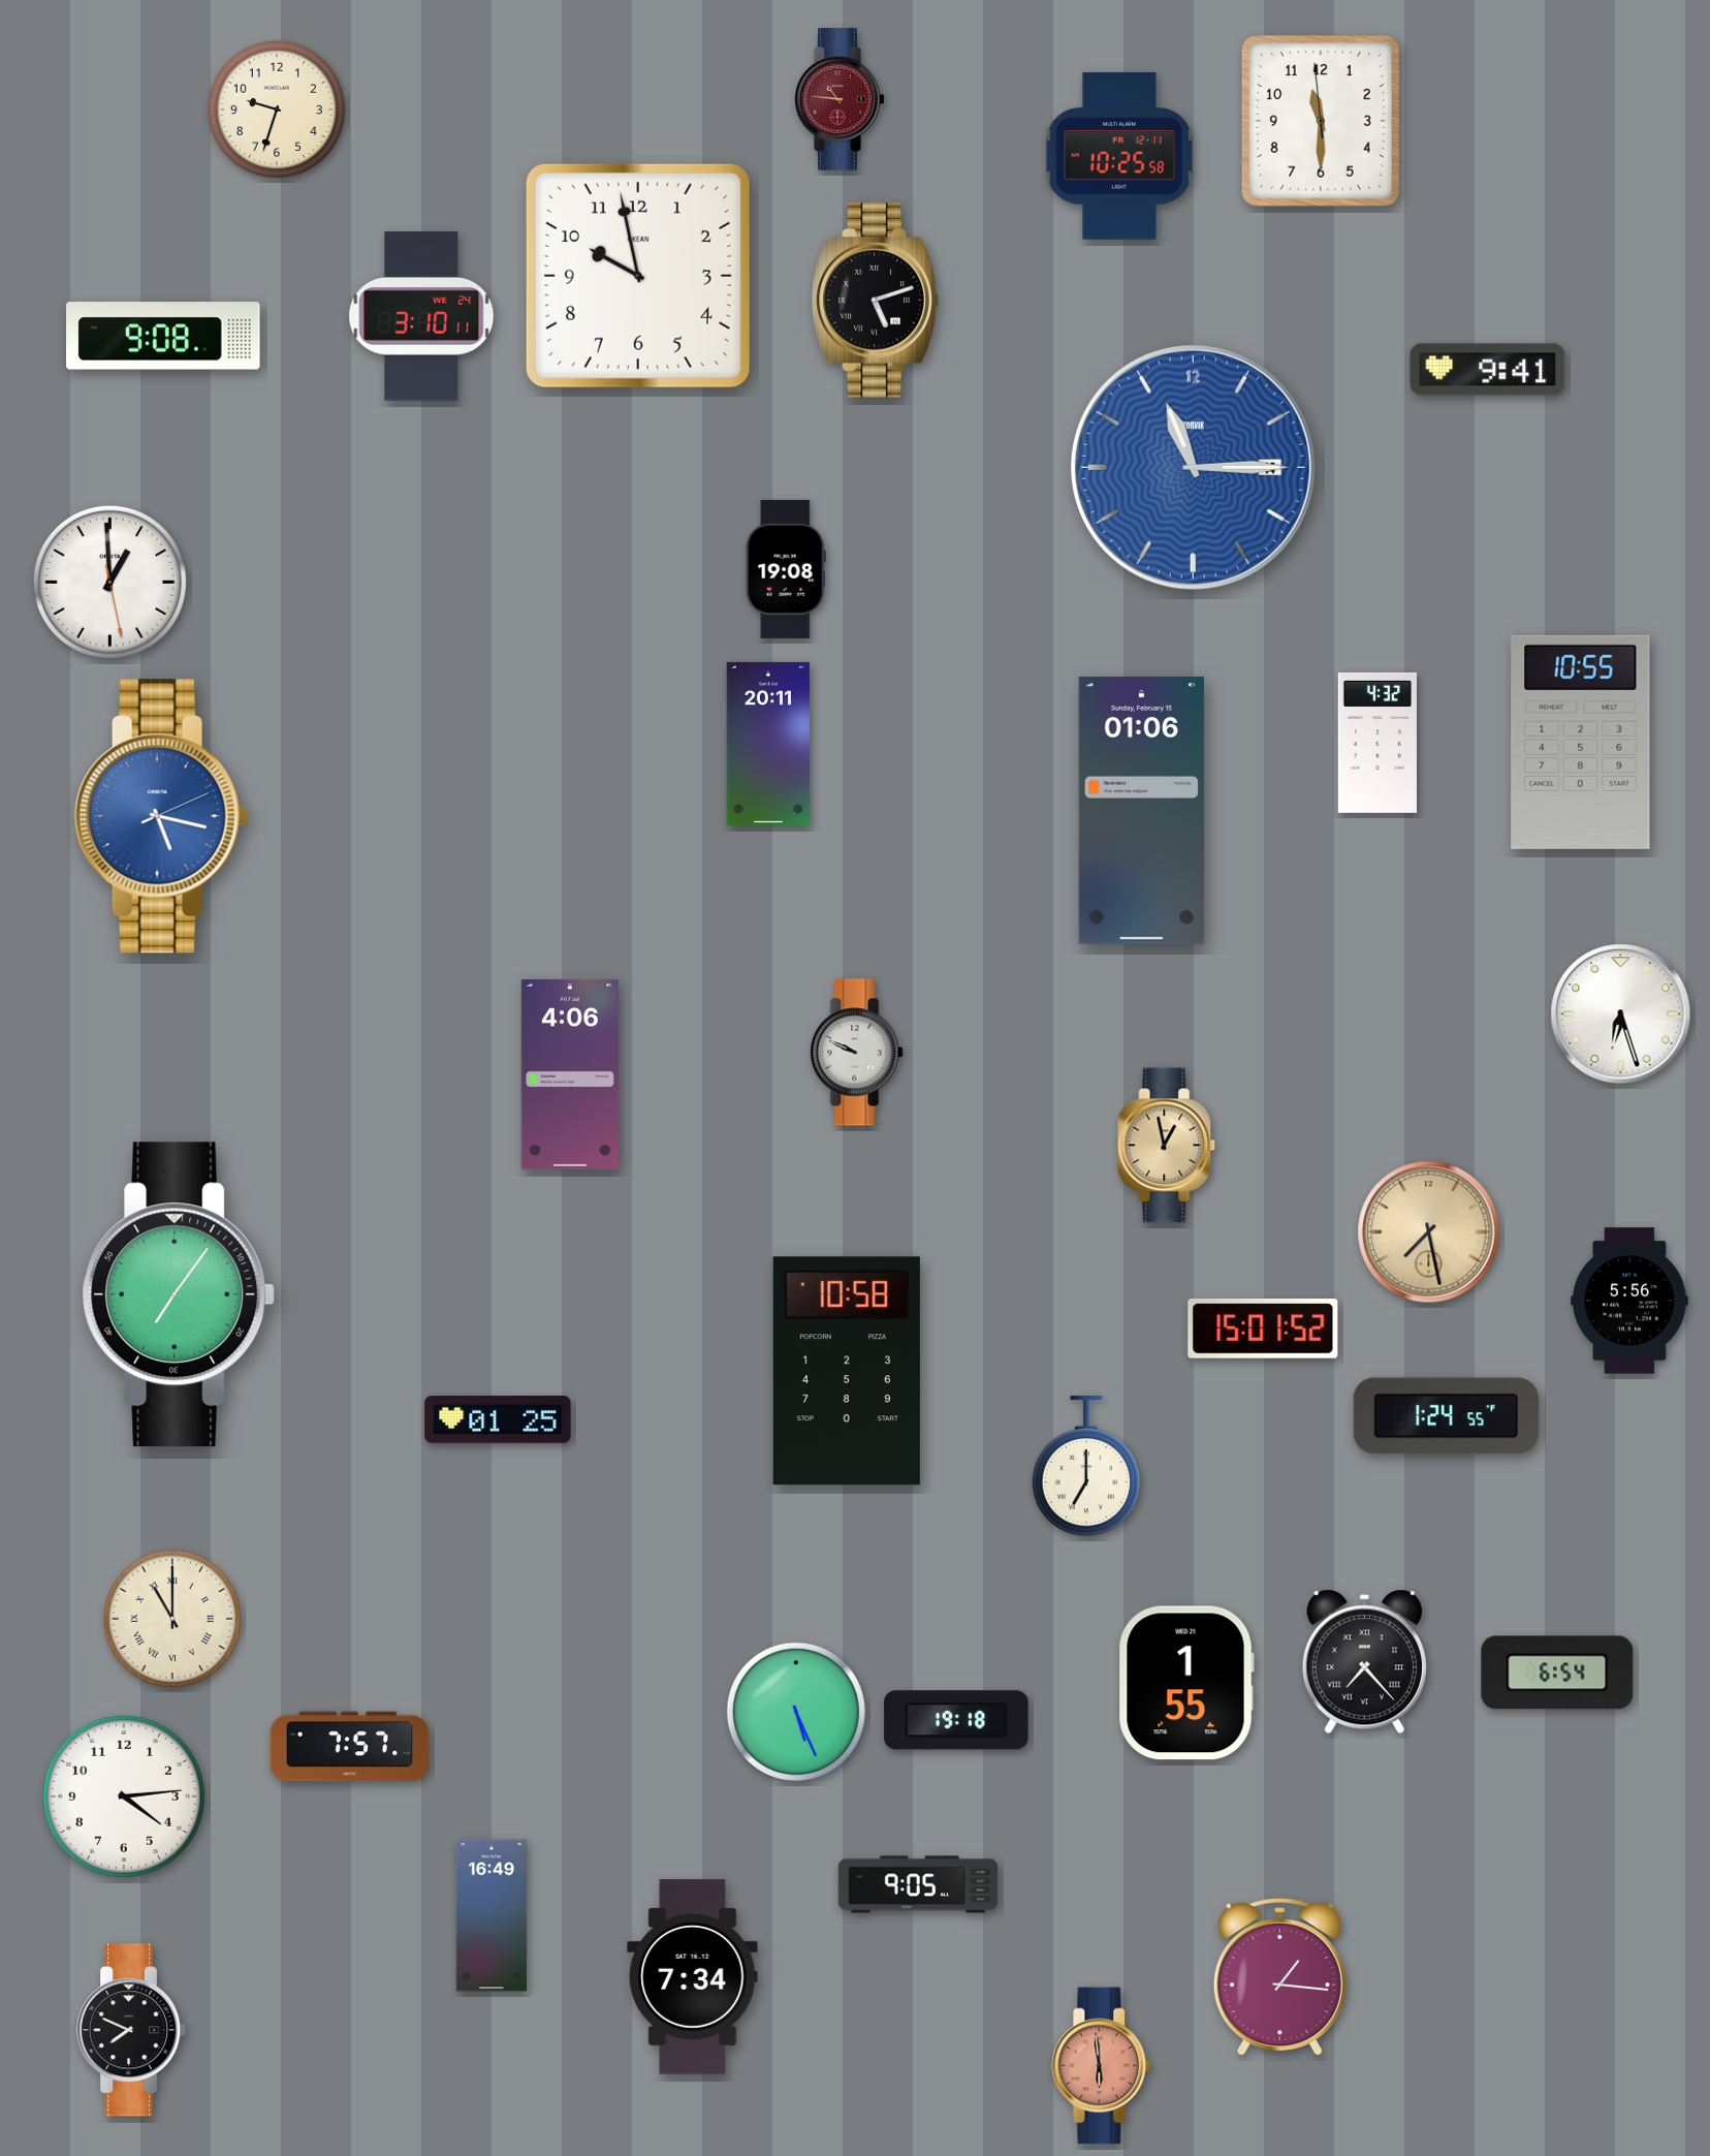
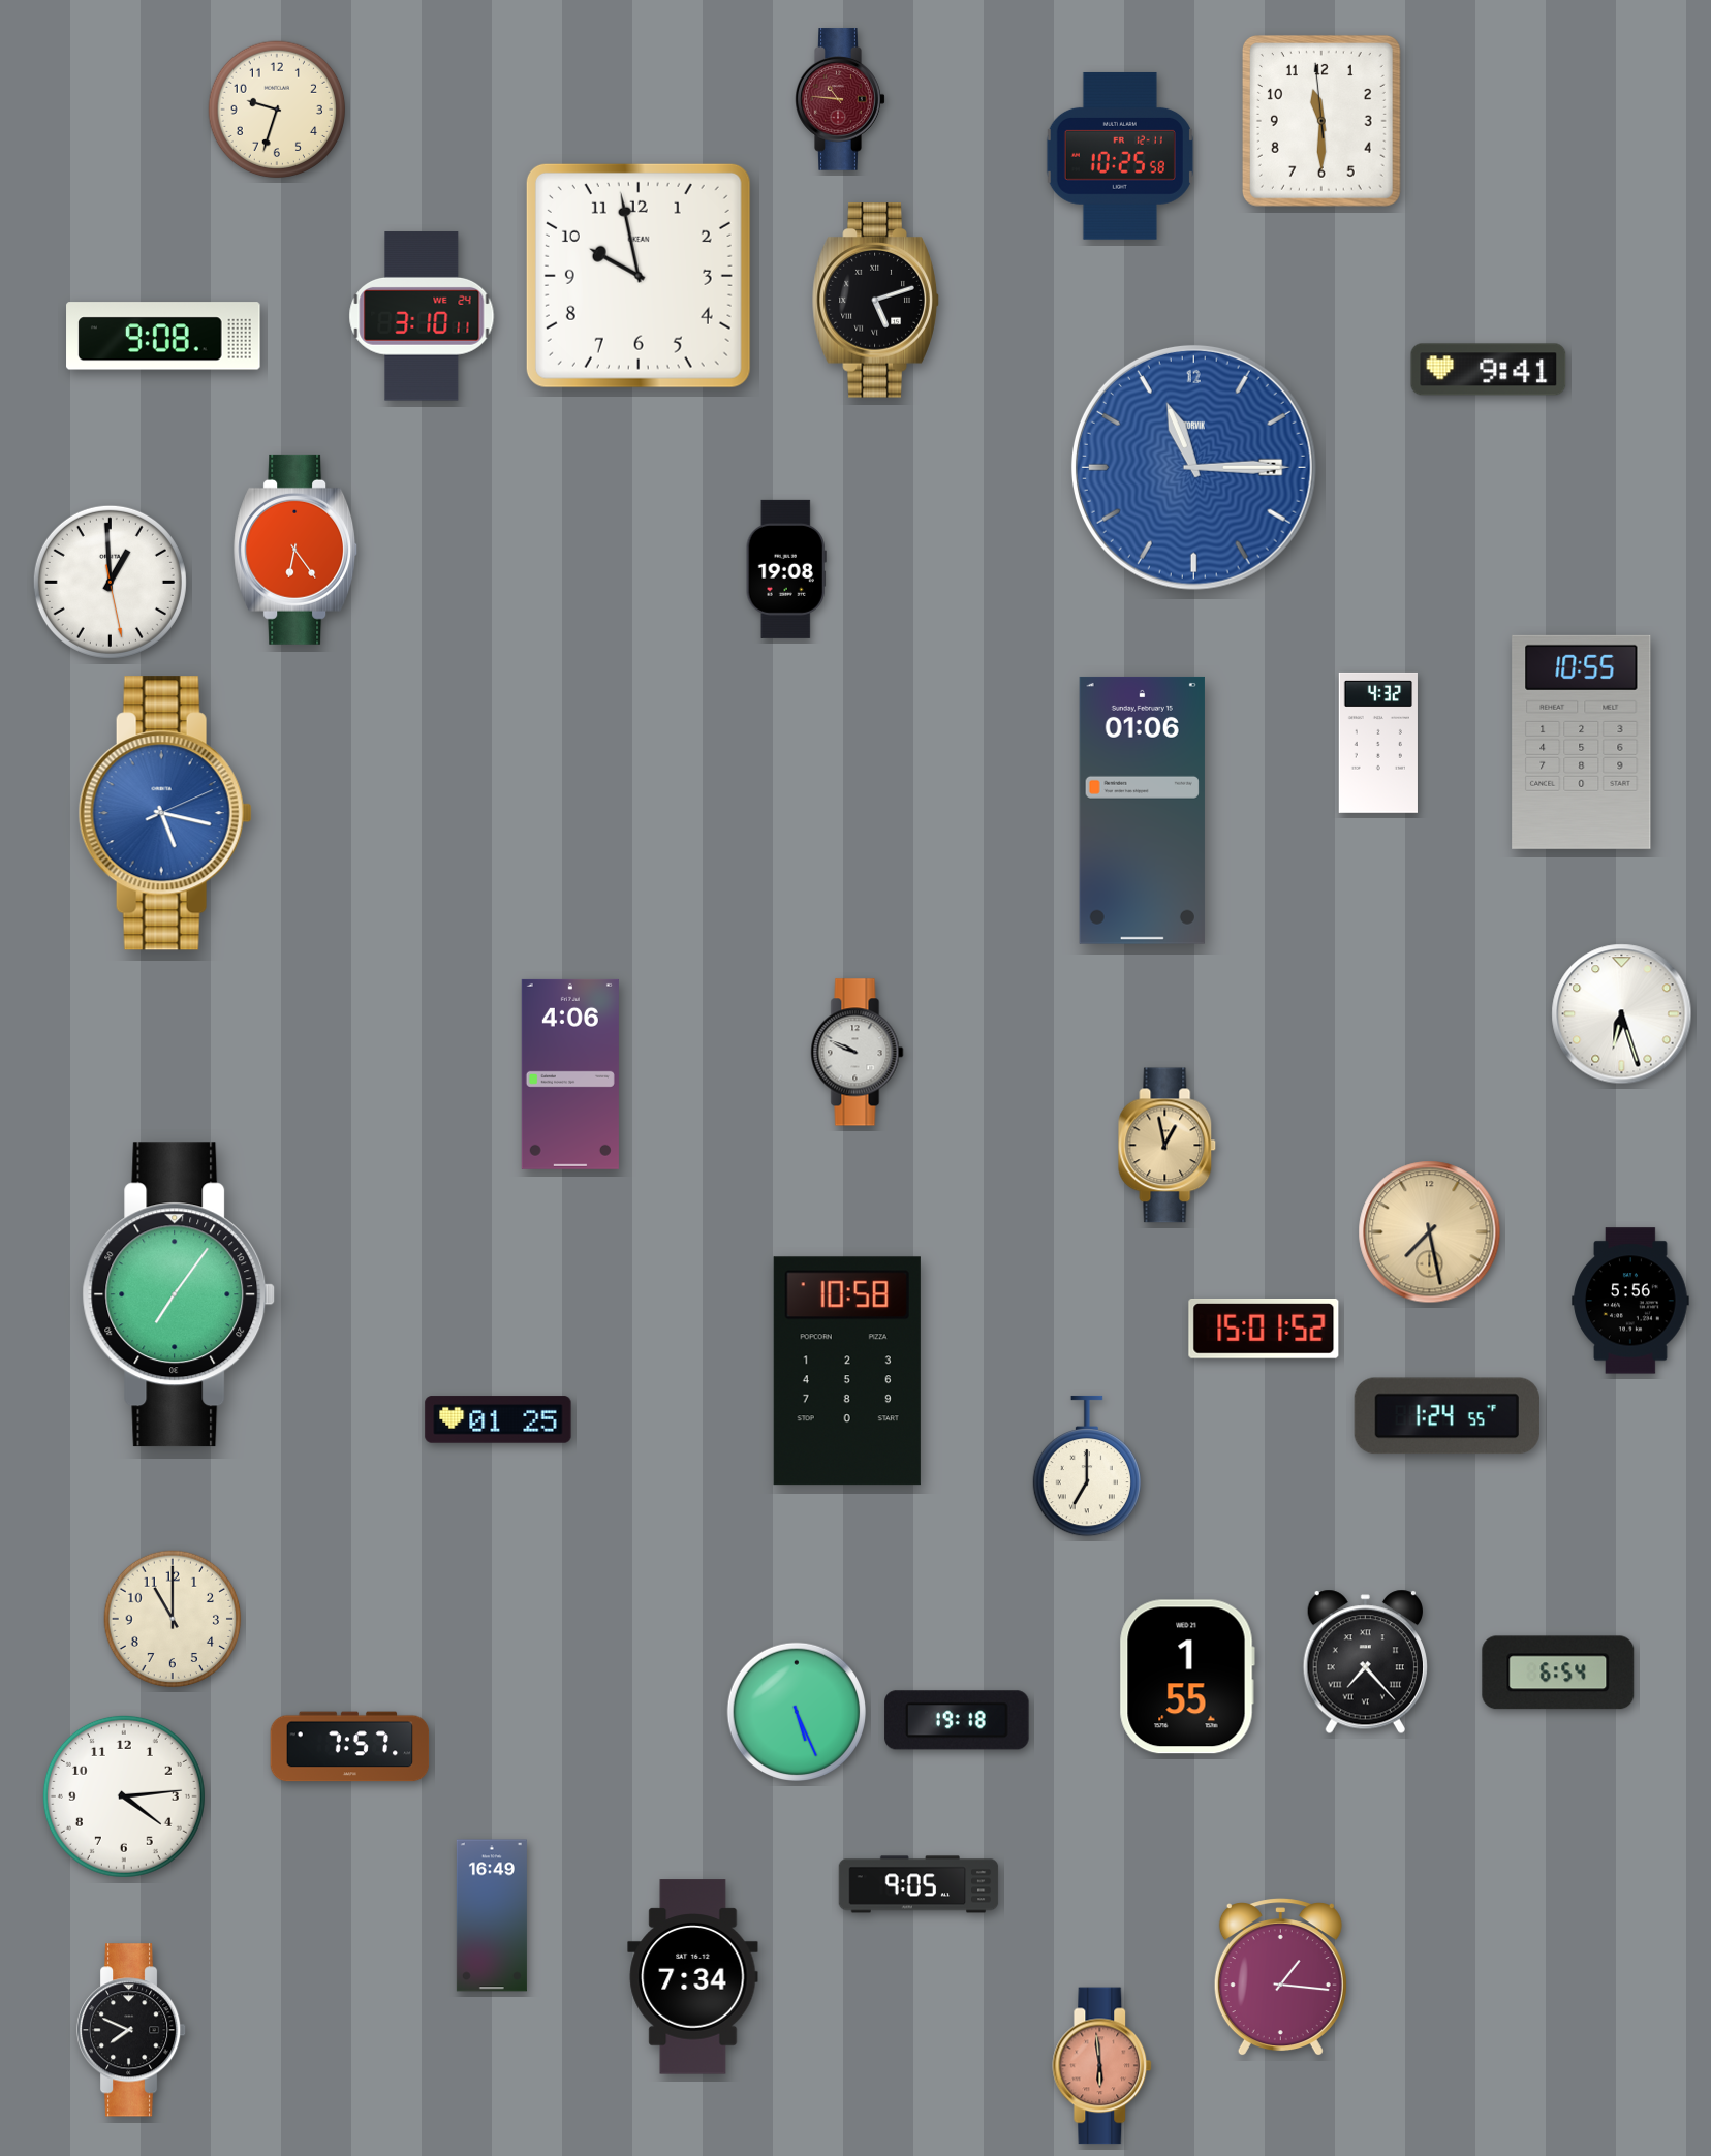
clock at (297, 550): none -> 6:24
clock at (768, 744): 20:11 -> none
clock at (161, 816) position: (161, 816) -> (165, 813)
clock at (172, 1619) numerals: Roman -> Arabic
clock at (1186, 1683) position: (1186, 1683) -> (1187, 1677)
